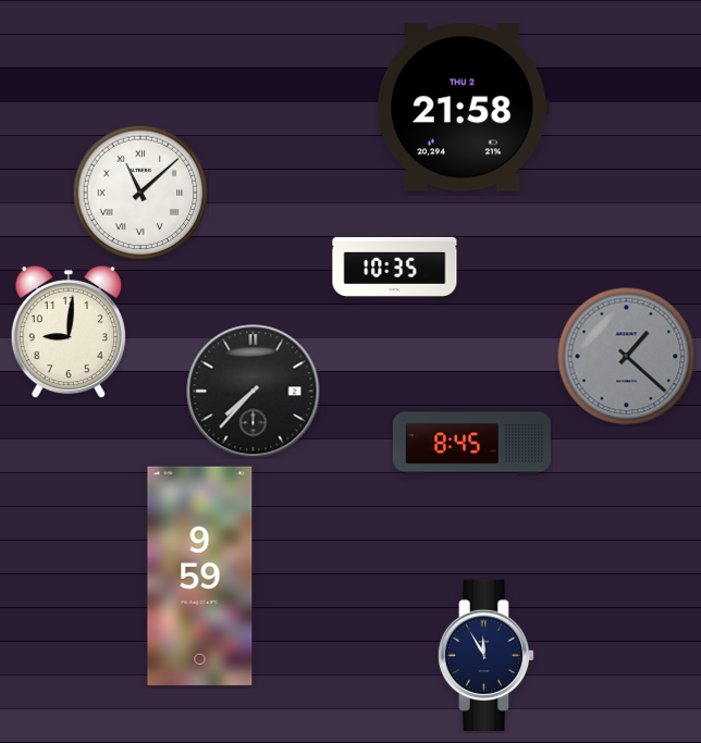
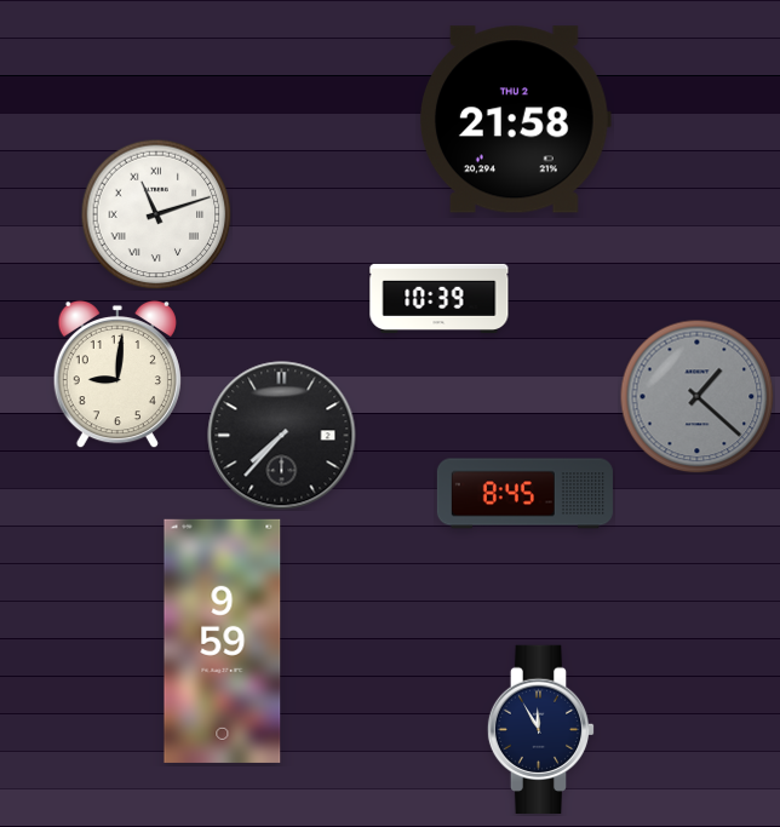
clock at (140, 193): 11:08 -> 11:12
clock at (395, 268): 10:35 -> 10:39
clock at (69, 332) position: (69, 332) -> (117, 374)
